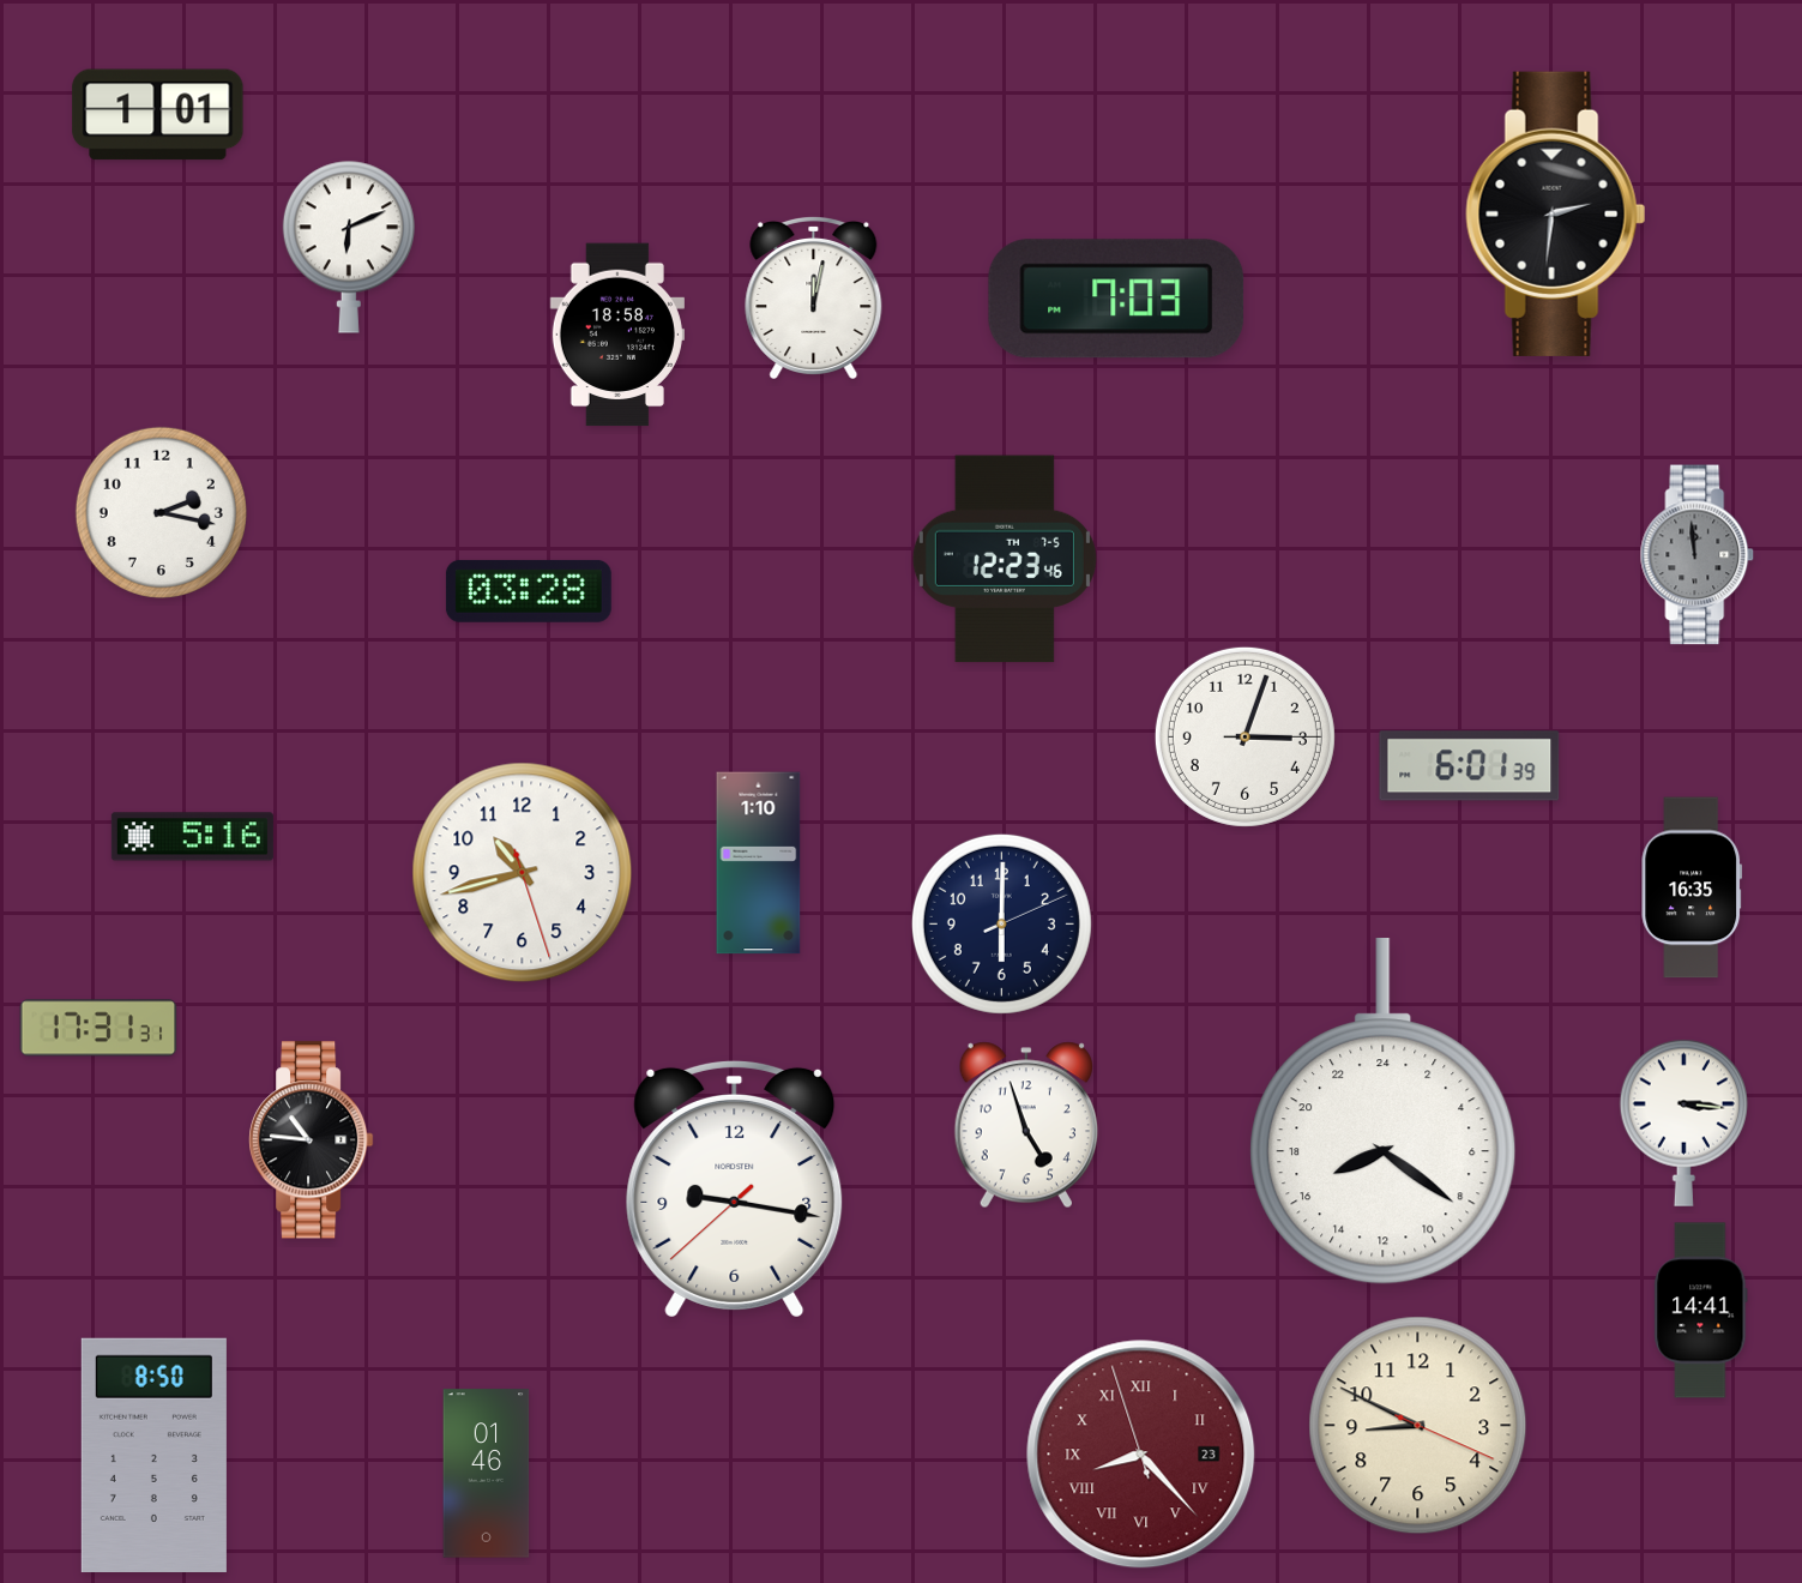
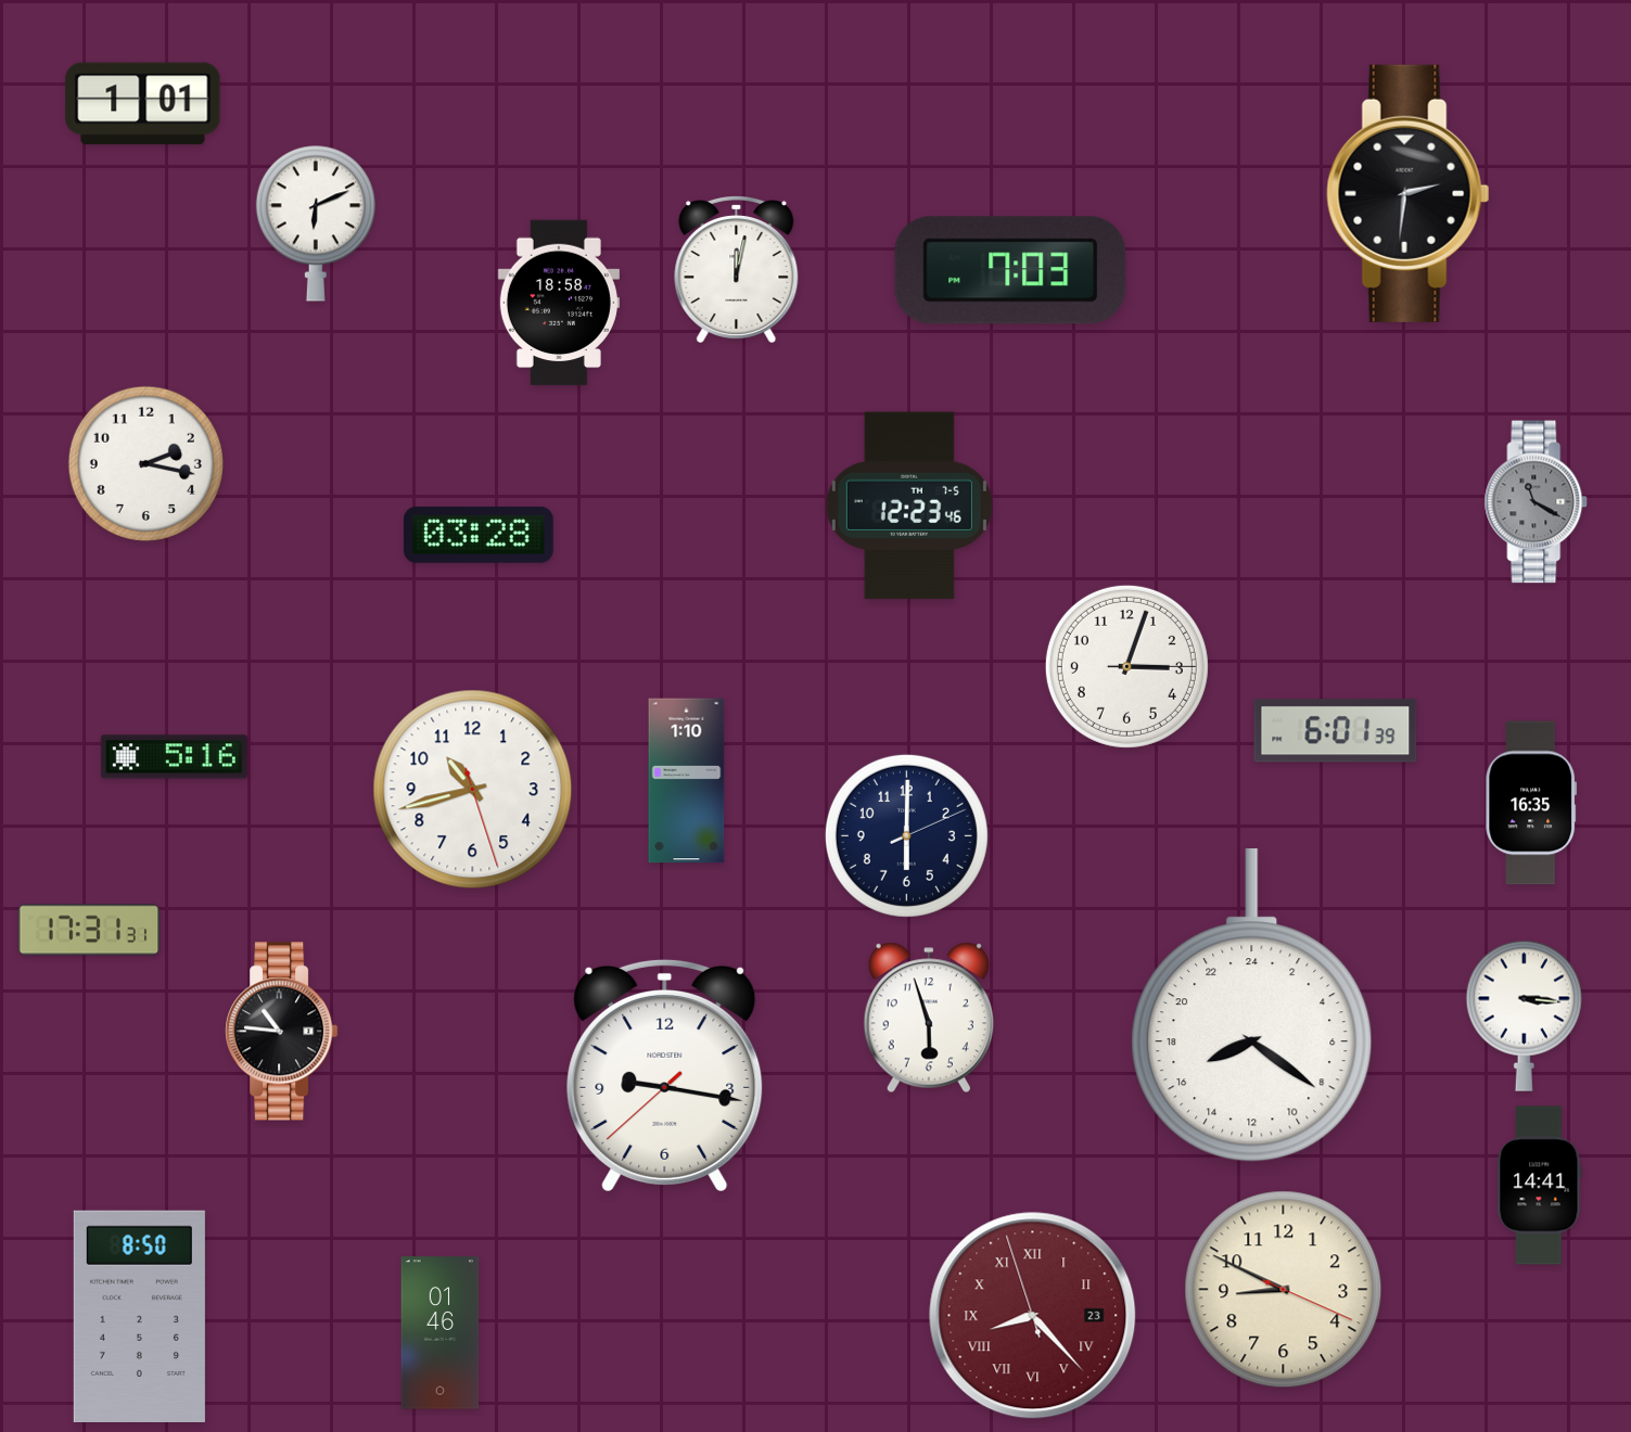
clock at (1698, 555): 11:59 -> 11:20
clock at (1470, 766) position: (1470, 766) -> (1336, 731)
clock at (1026, 1125): 4:57 -> 5:57
